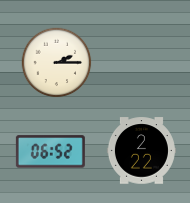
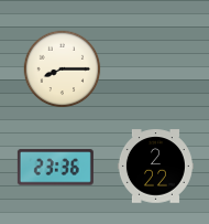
clock at (57, 63): 2:15 -> 8:15
clock at (50, 152): 06:52 -> 23:36
